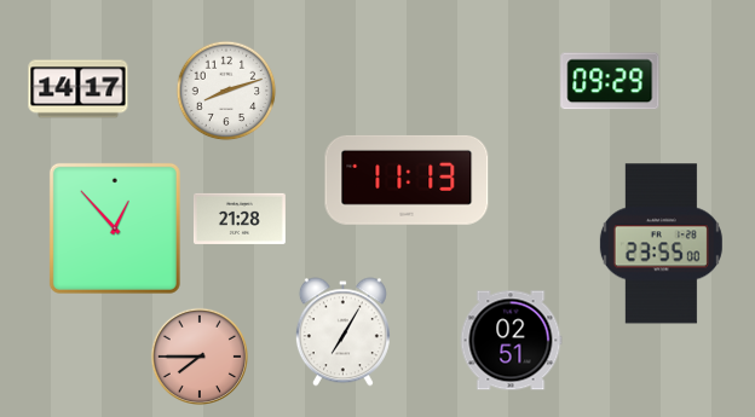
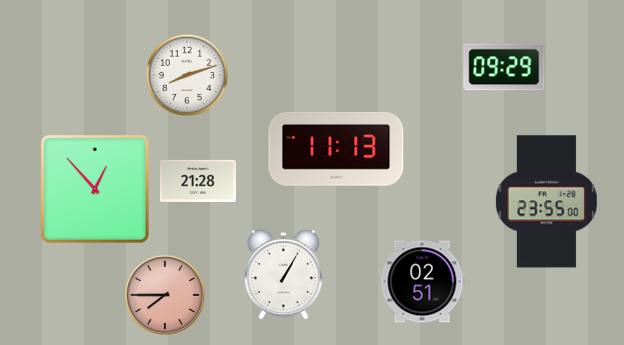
clock at (79, 89): 14:17 -> none
clock at (342, 332): 7:05 -> 1:05
